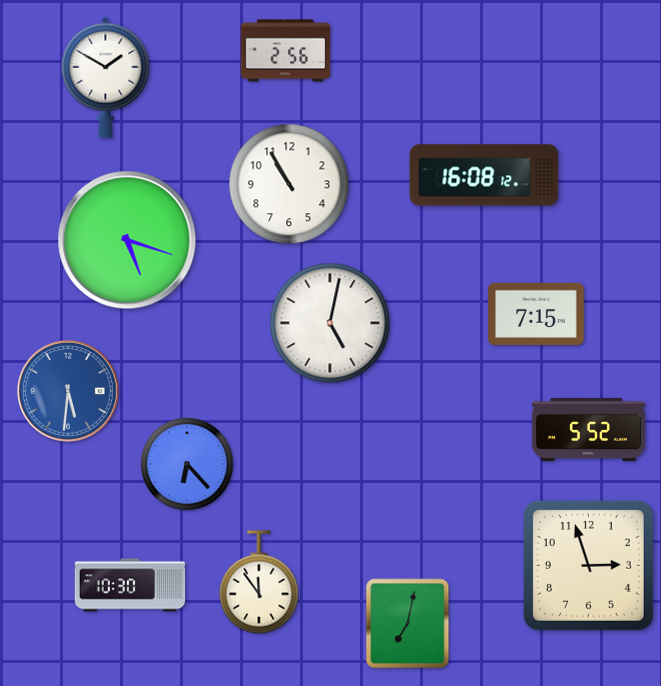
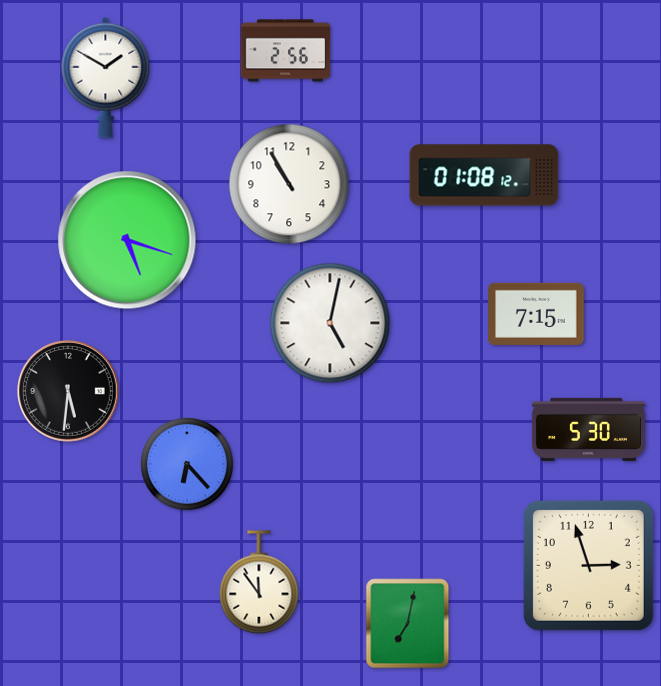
clock at (484, 175): 16:08 -> 01:08
clock at (68, 391) dial: blue -> black
clock at (588, 429): 5:52 -> 5:30
clock at (130, 585): 10:30 -> none
